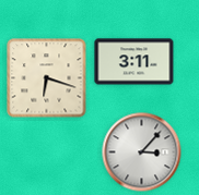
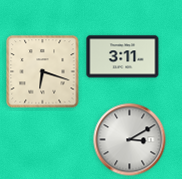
clock at (142, 153): 3:07 -> 3:10
